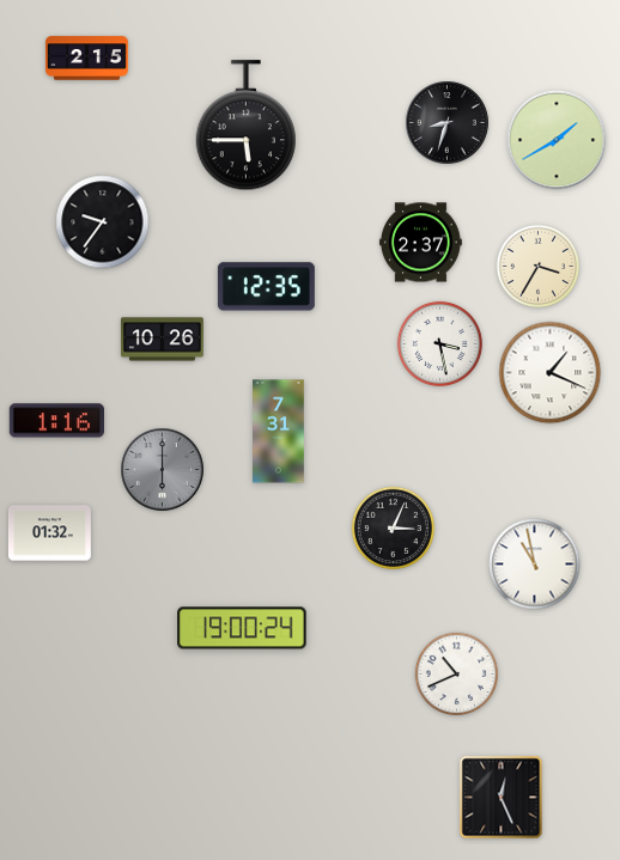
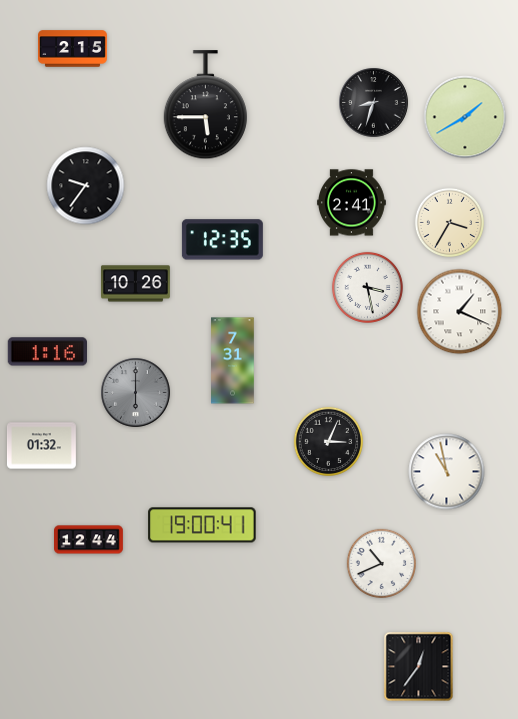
clock at (420, 243): 2:37 -> 2:41
clock at (242, 628): 19:00:24 -> 19:00:41
clock at (89, 540): none -> 12:44
clock at (502, 798): 12:26 -> 12:36
